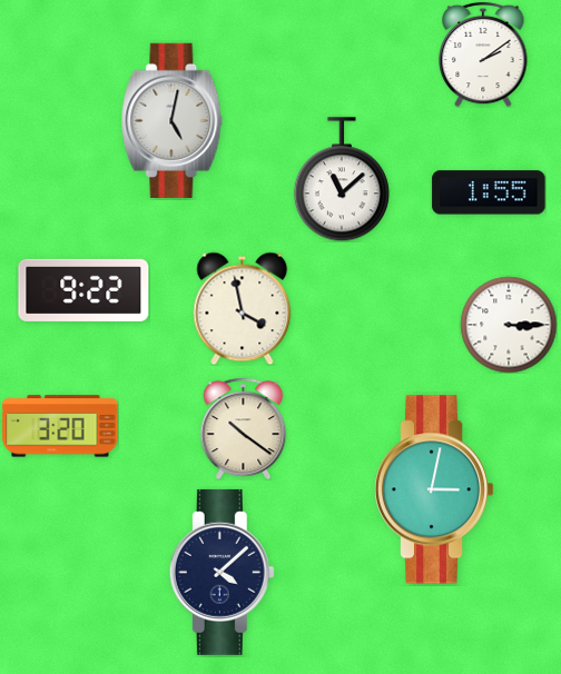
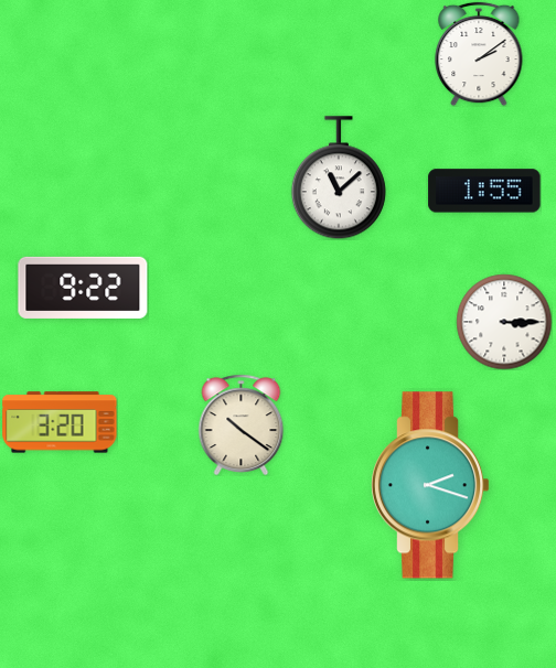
clock at (173, 120): 5:02 -> none
clock at (243, 308): 3:58 -> none
clock at (434, 489): 3:02 -> 2:18
clock at (222, 572): 4:08 -> none
